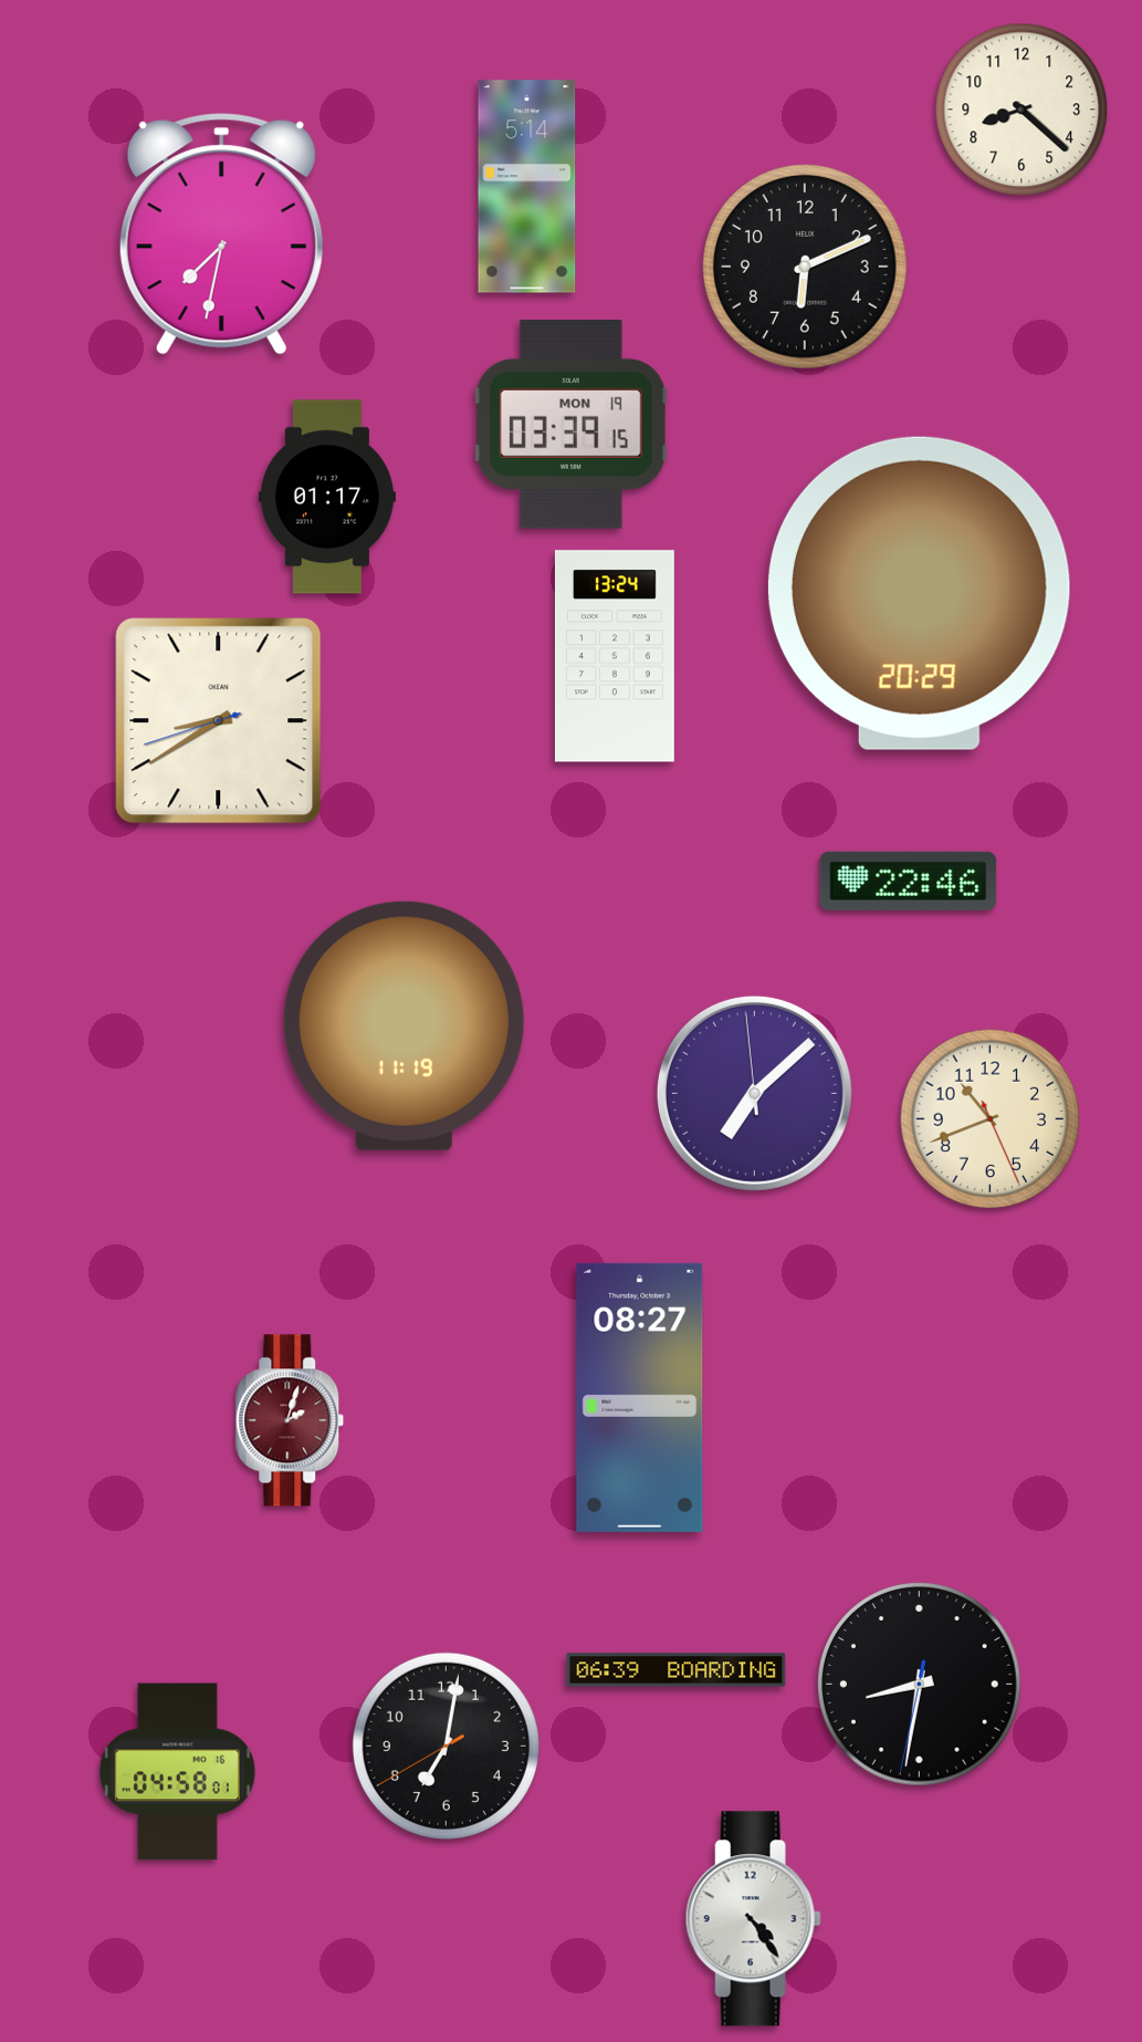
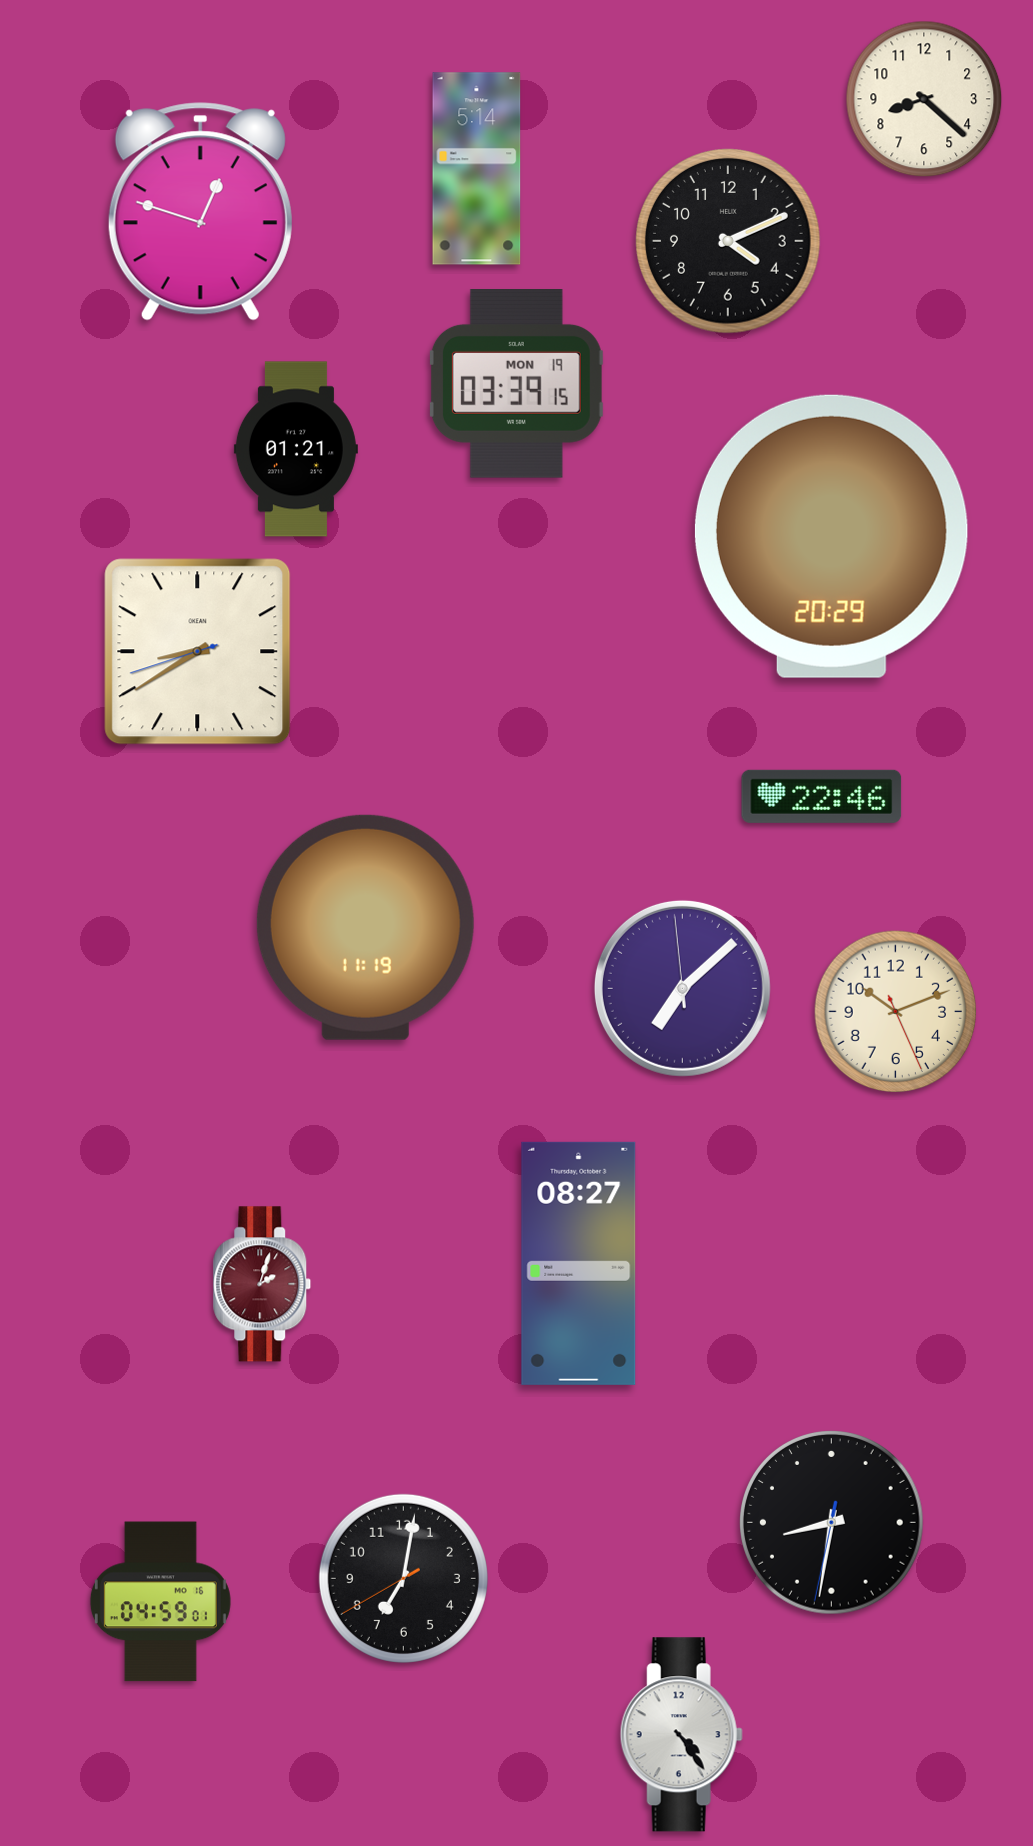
clock at (221, 235): 7:32 -> 12:48
clock at (805, 267): 6:11 -> 4:11
clock at (327, 497): 01:17 -> 01:21
clock at (615, 656): 13:24 -> none
clock at (991, 1119): 10:41 -> 10:11
clock at (677, 1670): 06:39 -> none
clock at (177, 1772): 04:58 -> 04:59
